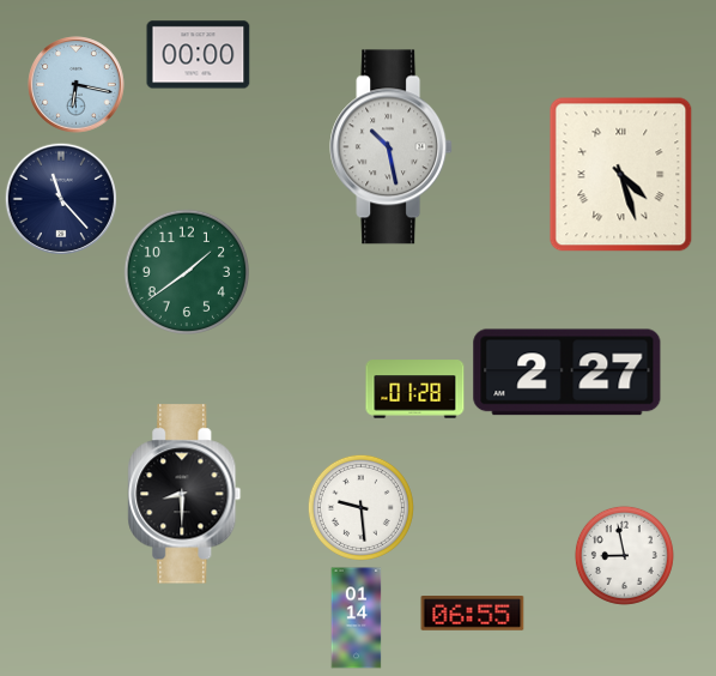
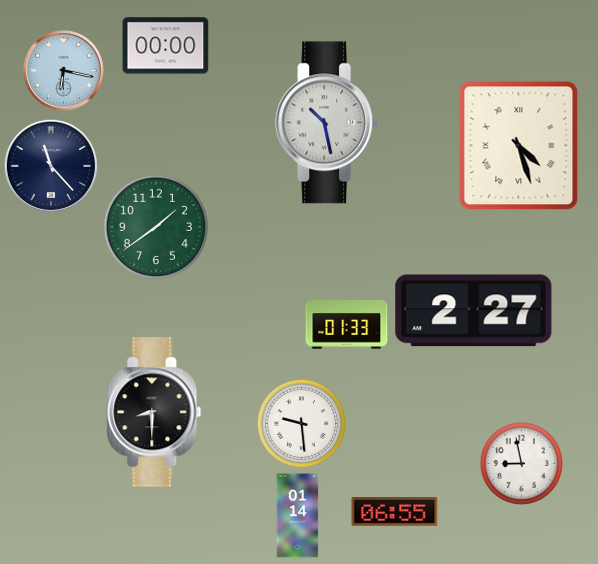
clock at (415, 390): 01:28 -> 01:33
